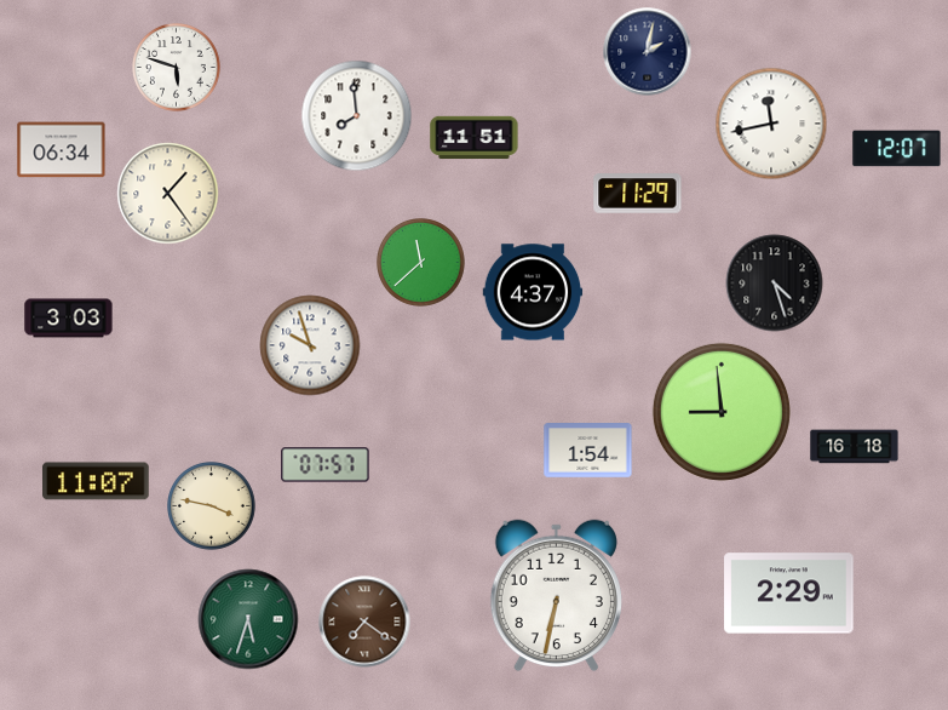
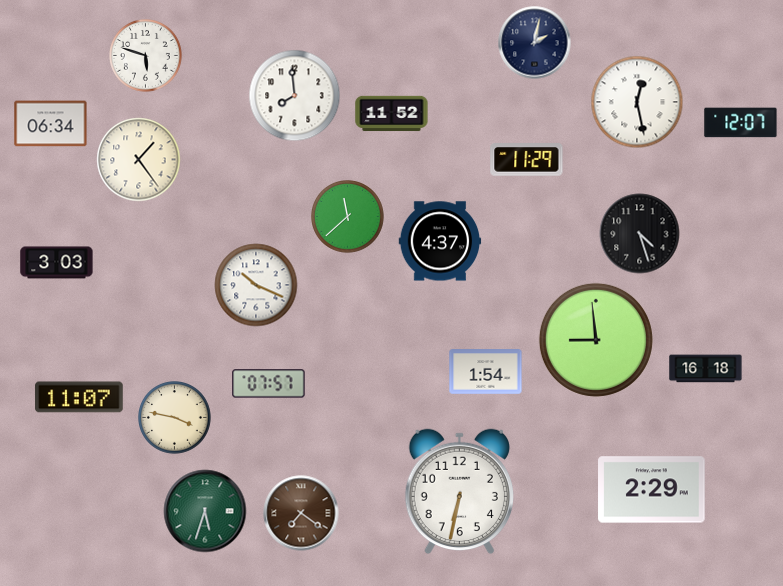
clock at (771, 124): 11:43 -> 12:28
clock at (475, 138): 11:51 -> 11:52
clock at (310, 345): 9:57 -> 10:19
